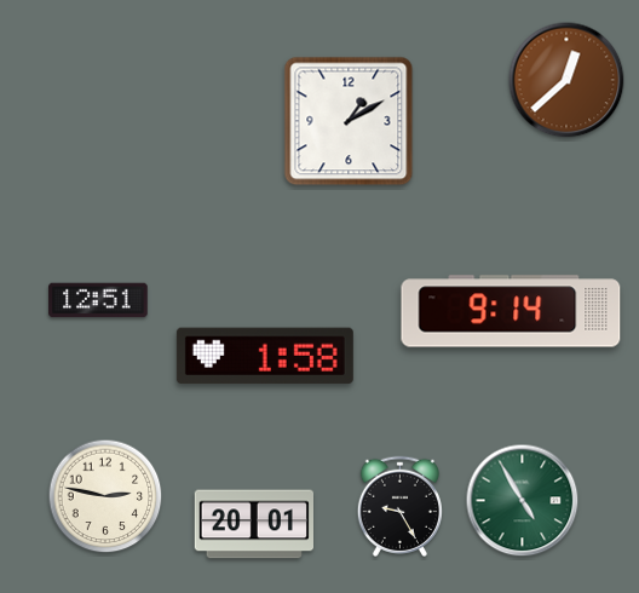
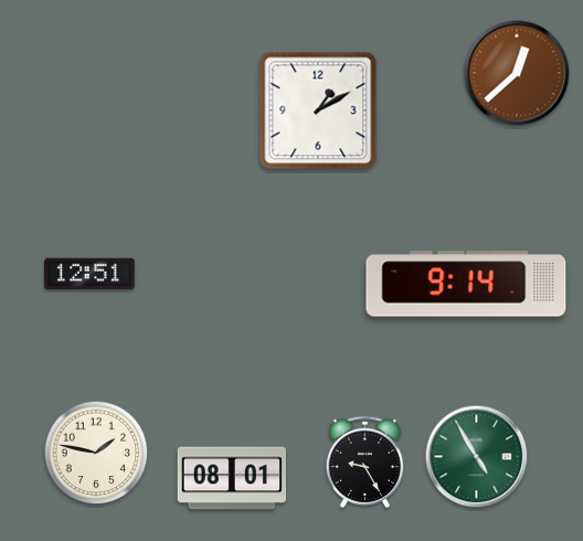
clock at (265, 356): 1:58 -> none
clock at (105, 496): 2:47 -> 1:47
clock at (253, 524): 20:01 -> 08:01
